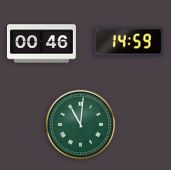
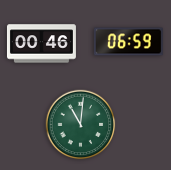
clock at (128, 42): 14:59 -> 06:59
